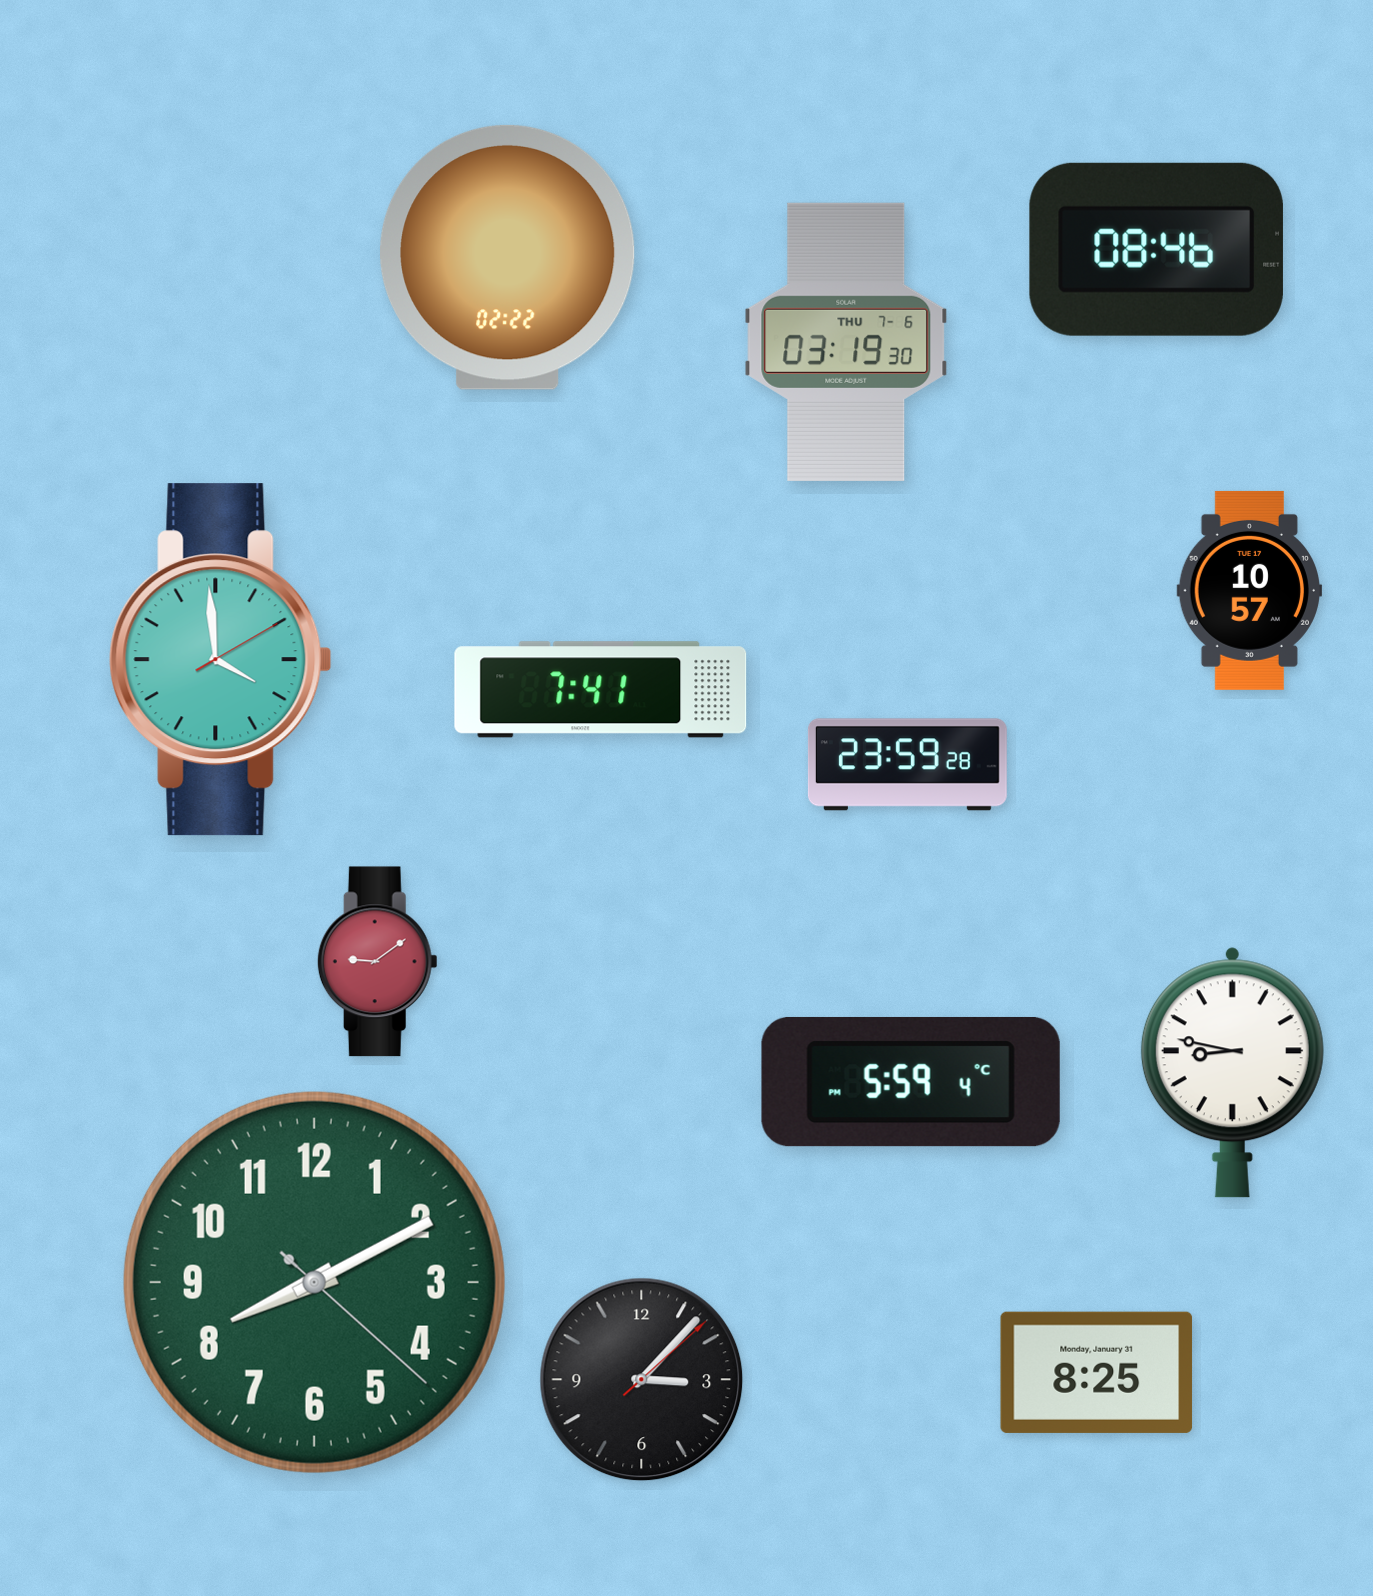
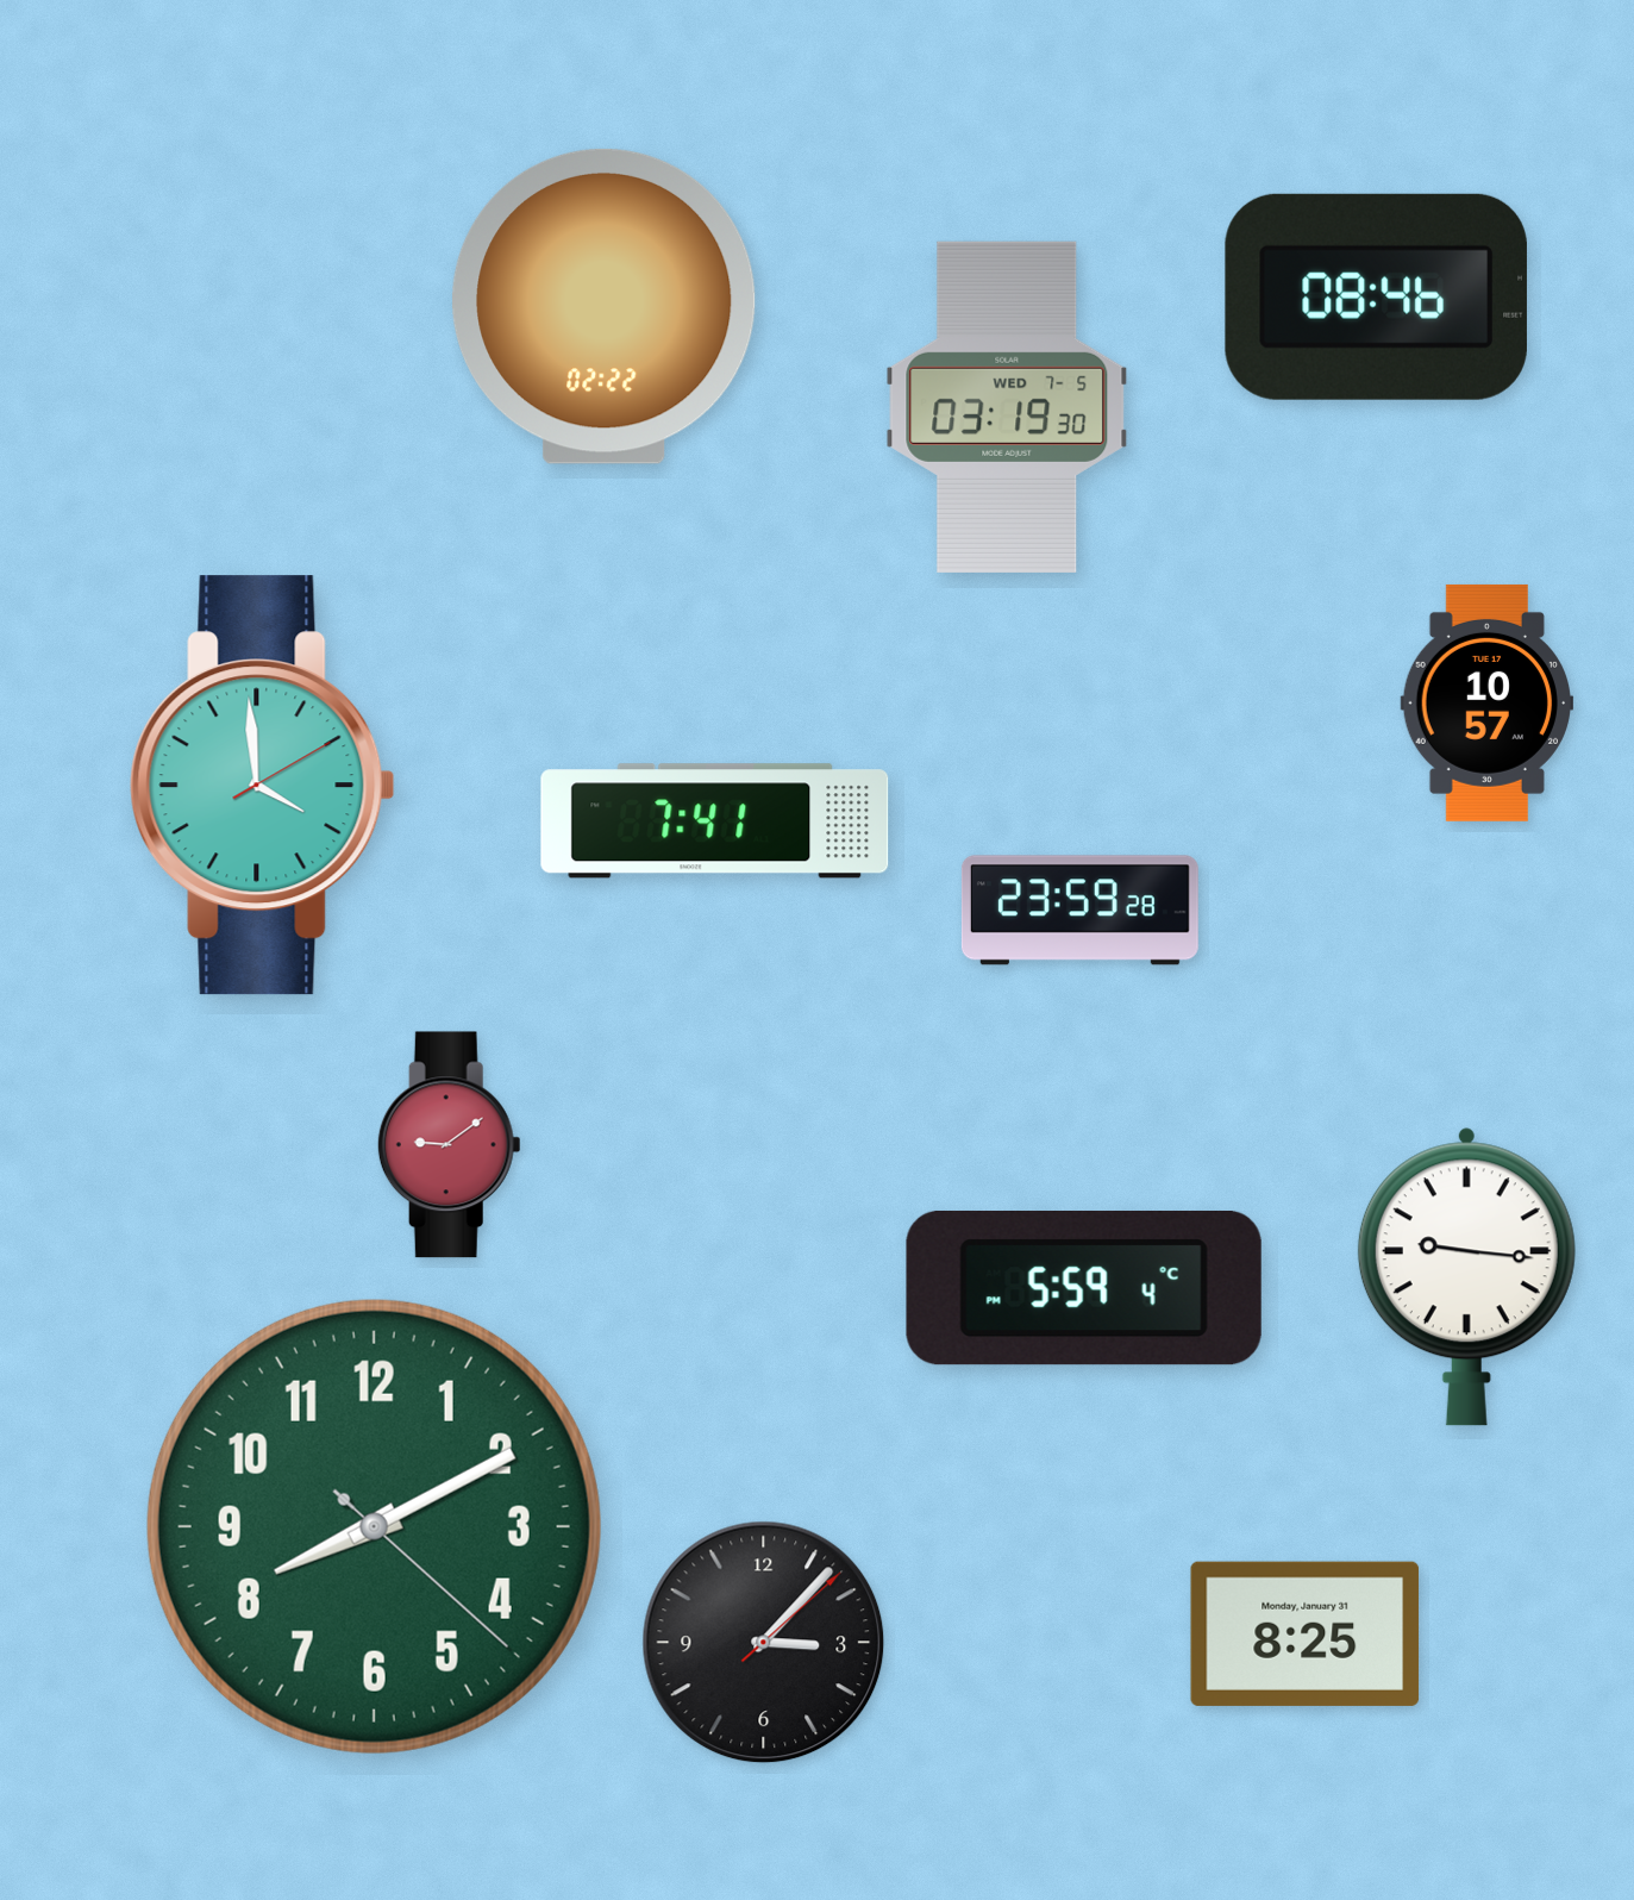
clock at (846, 342) date: THU 7-6 -> WED 7-5
clock at (1232, 1072): 8:47 -> 9:16
